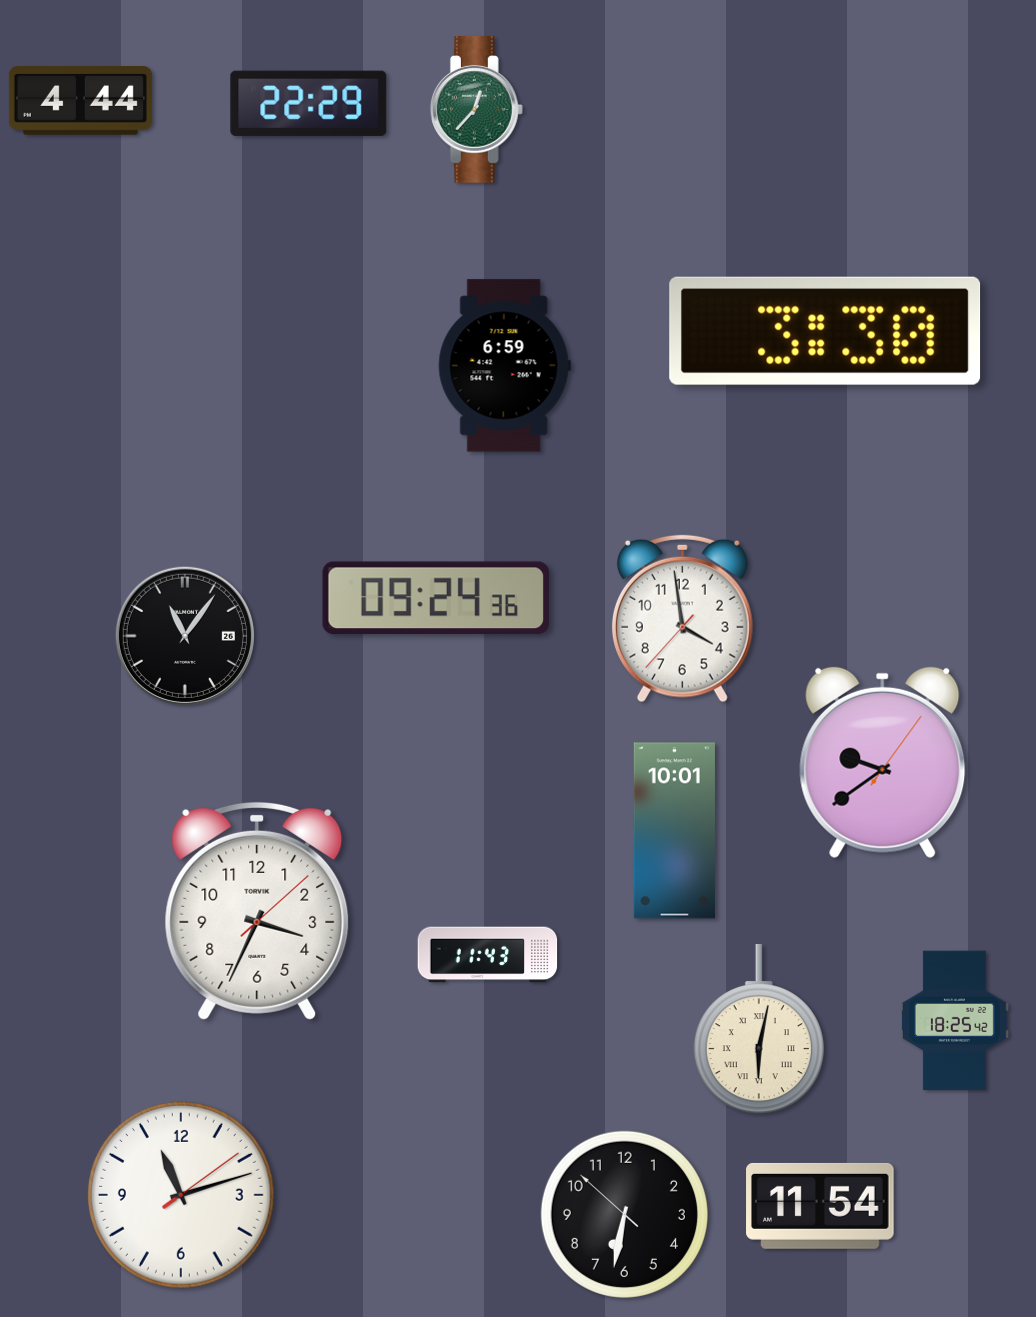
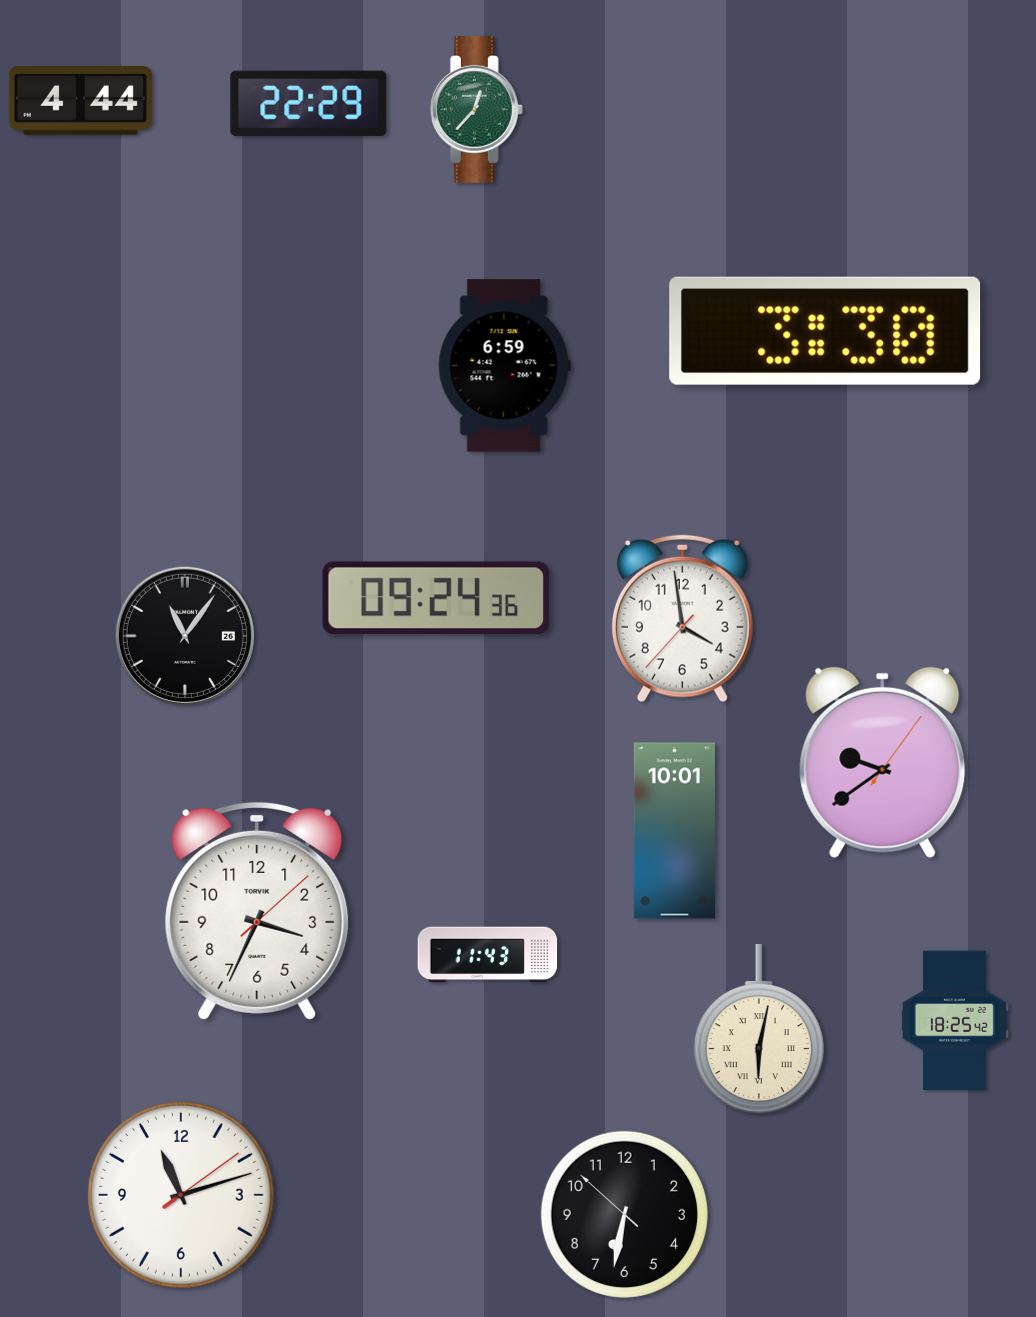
clock at (820, 1206): 11:54 -> none
